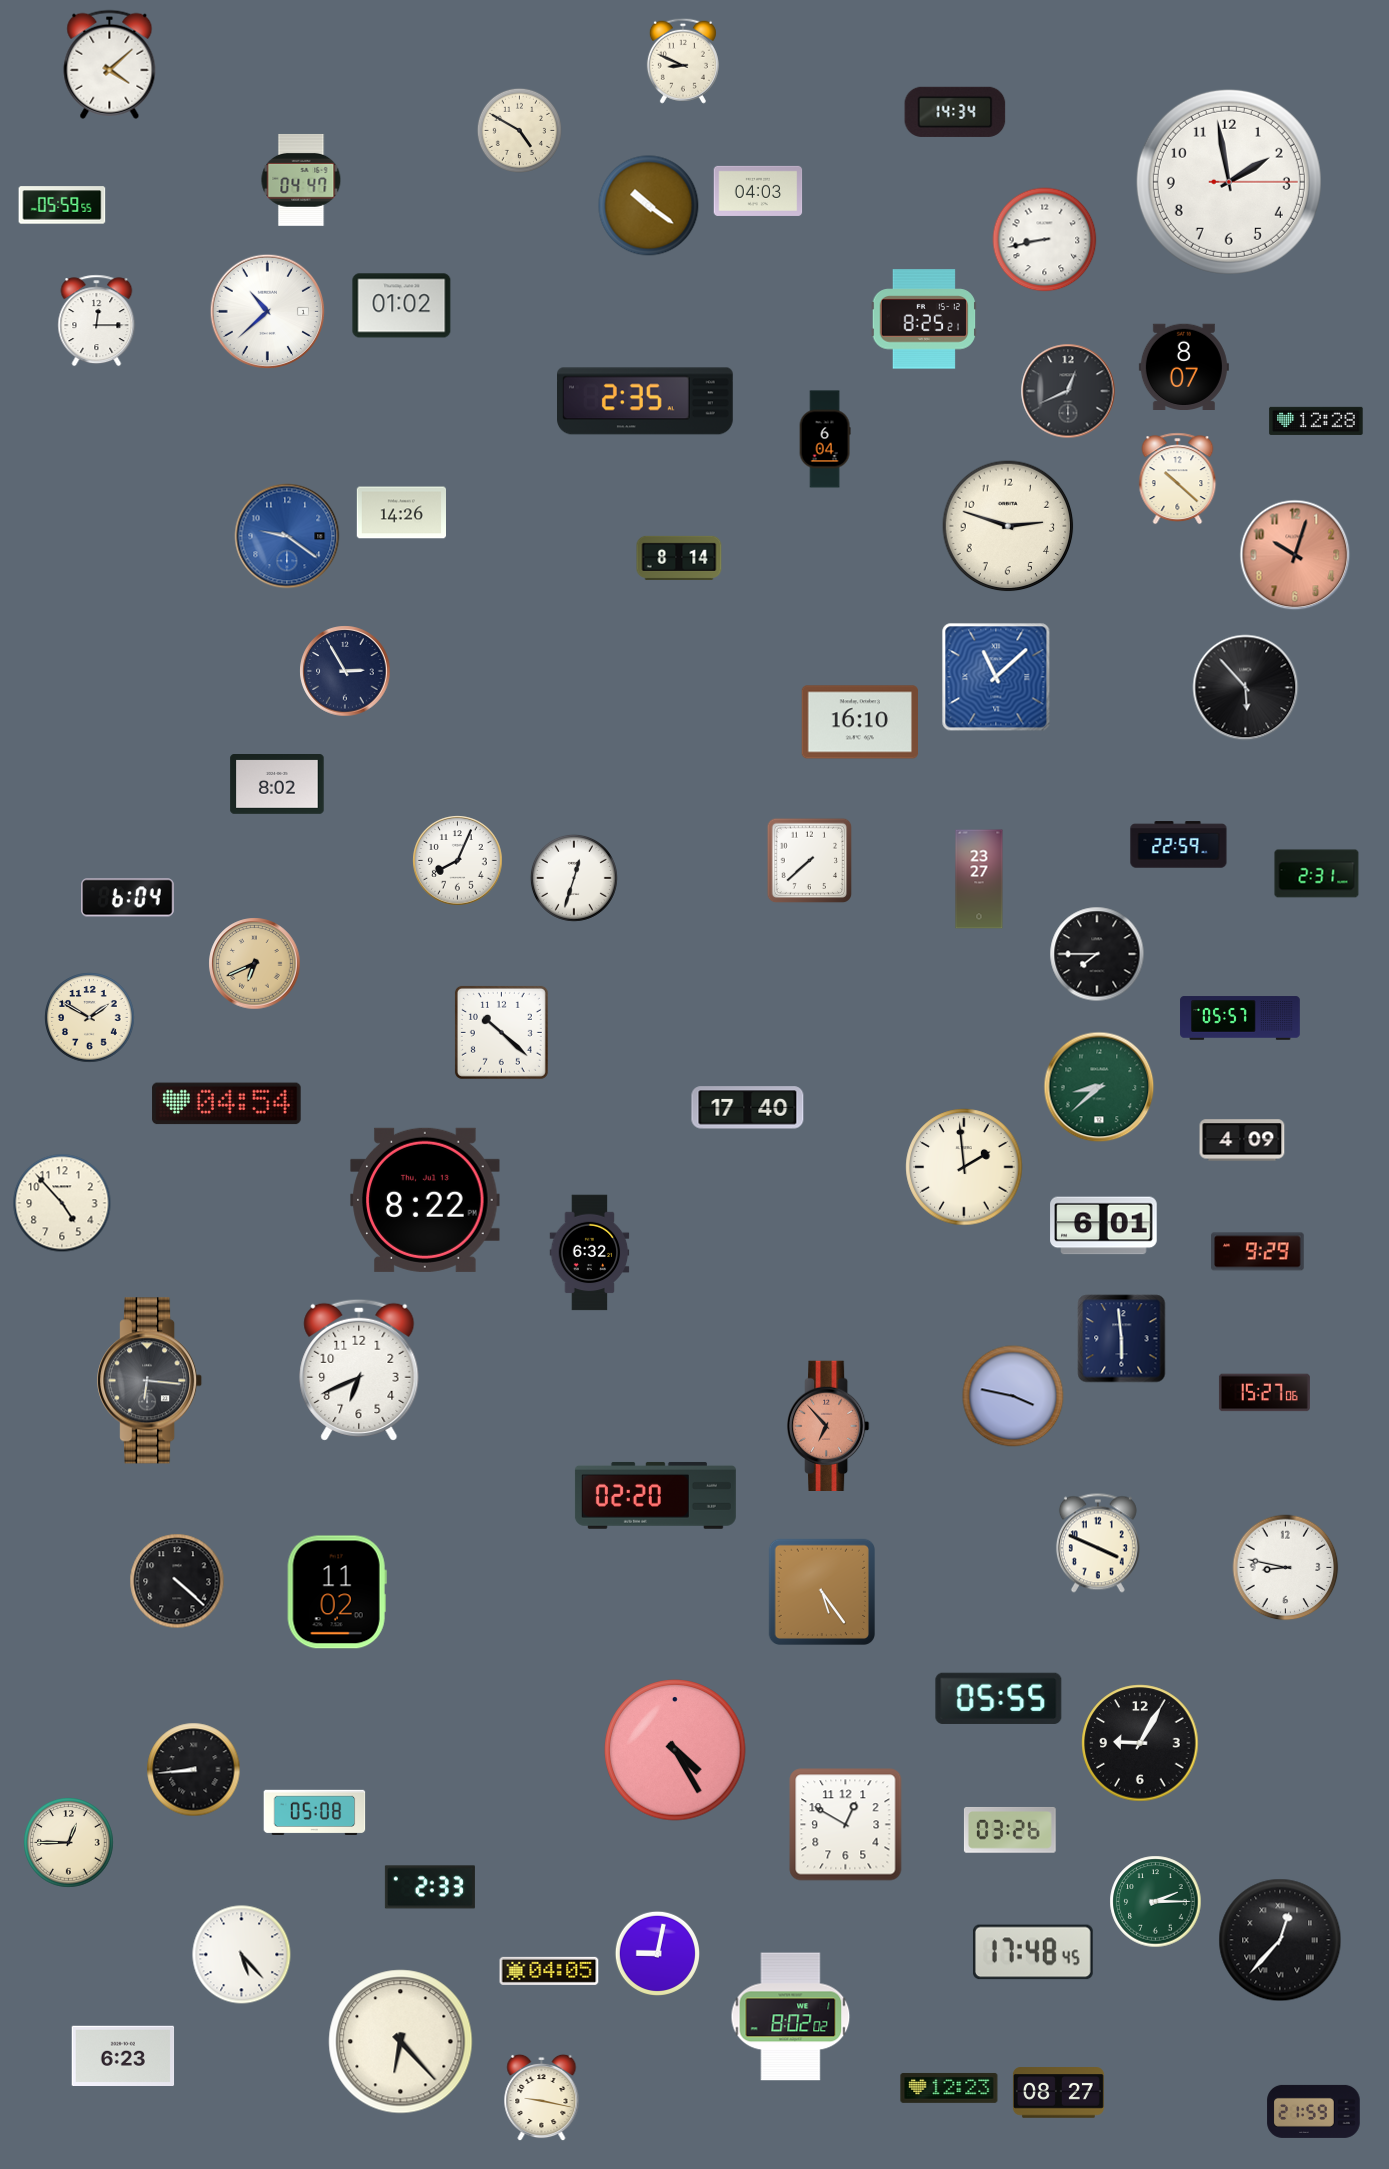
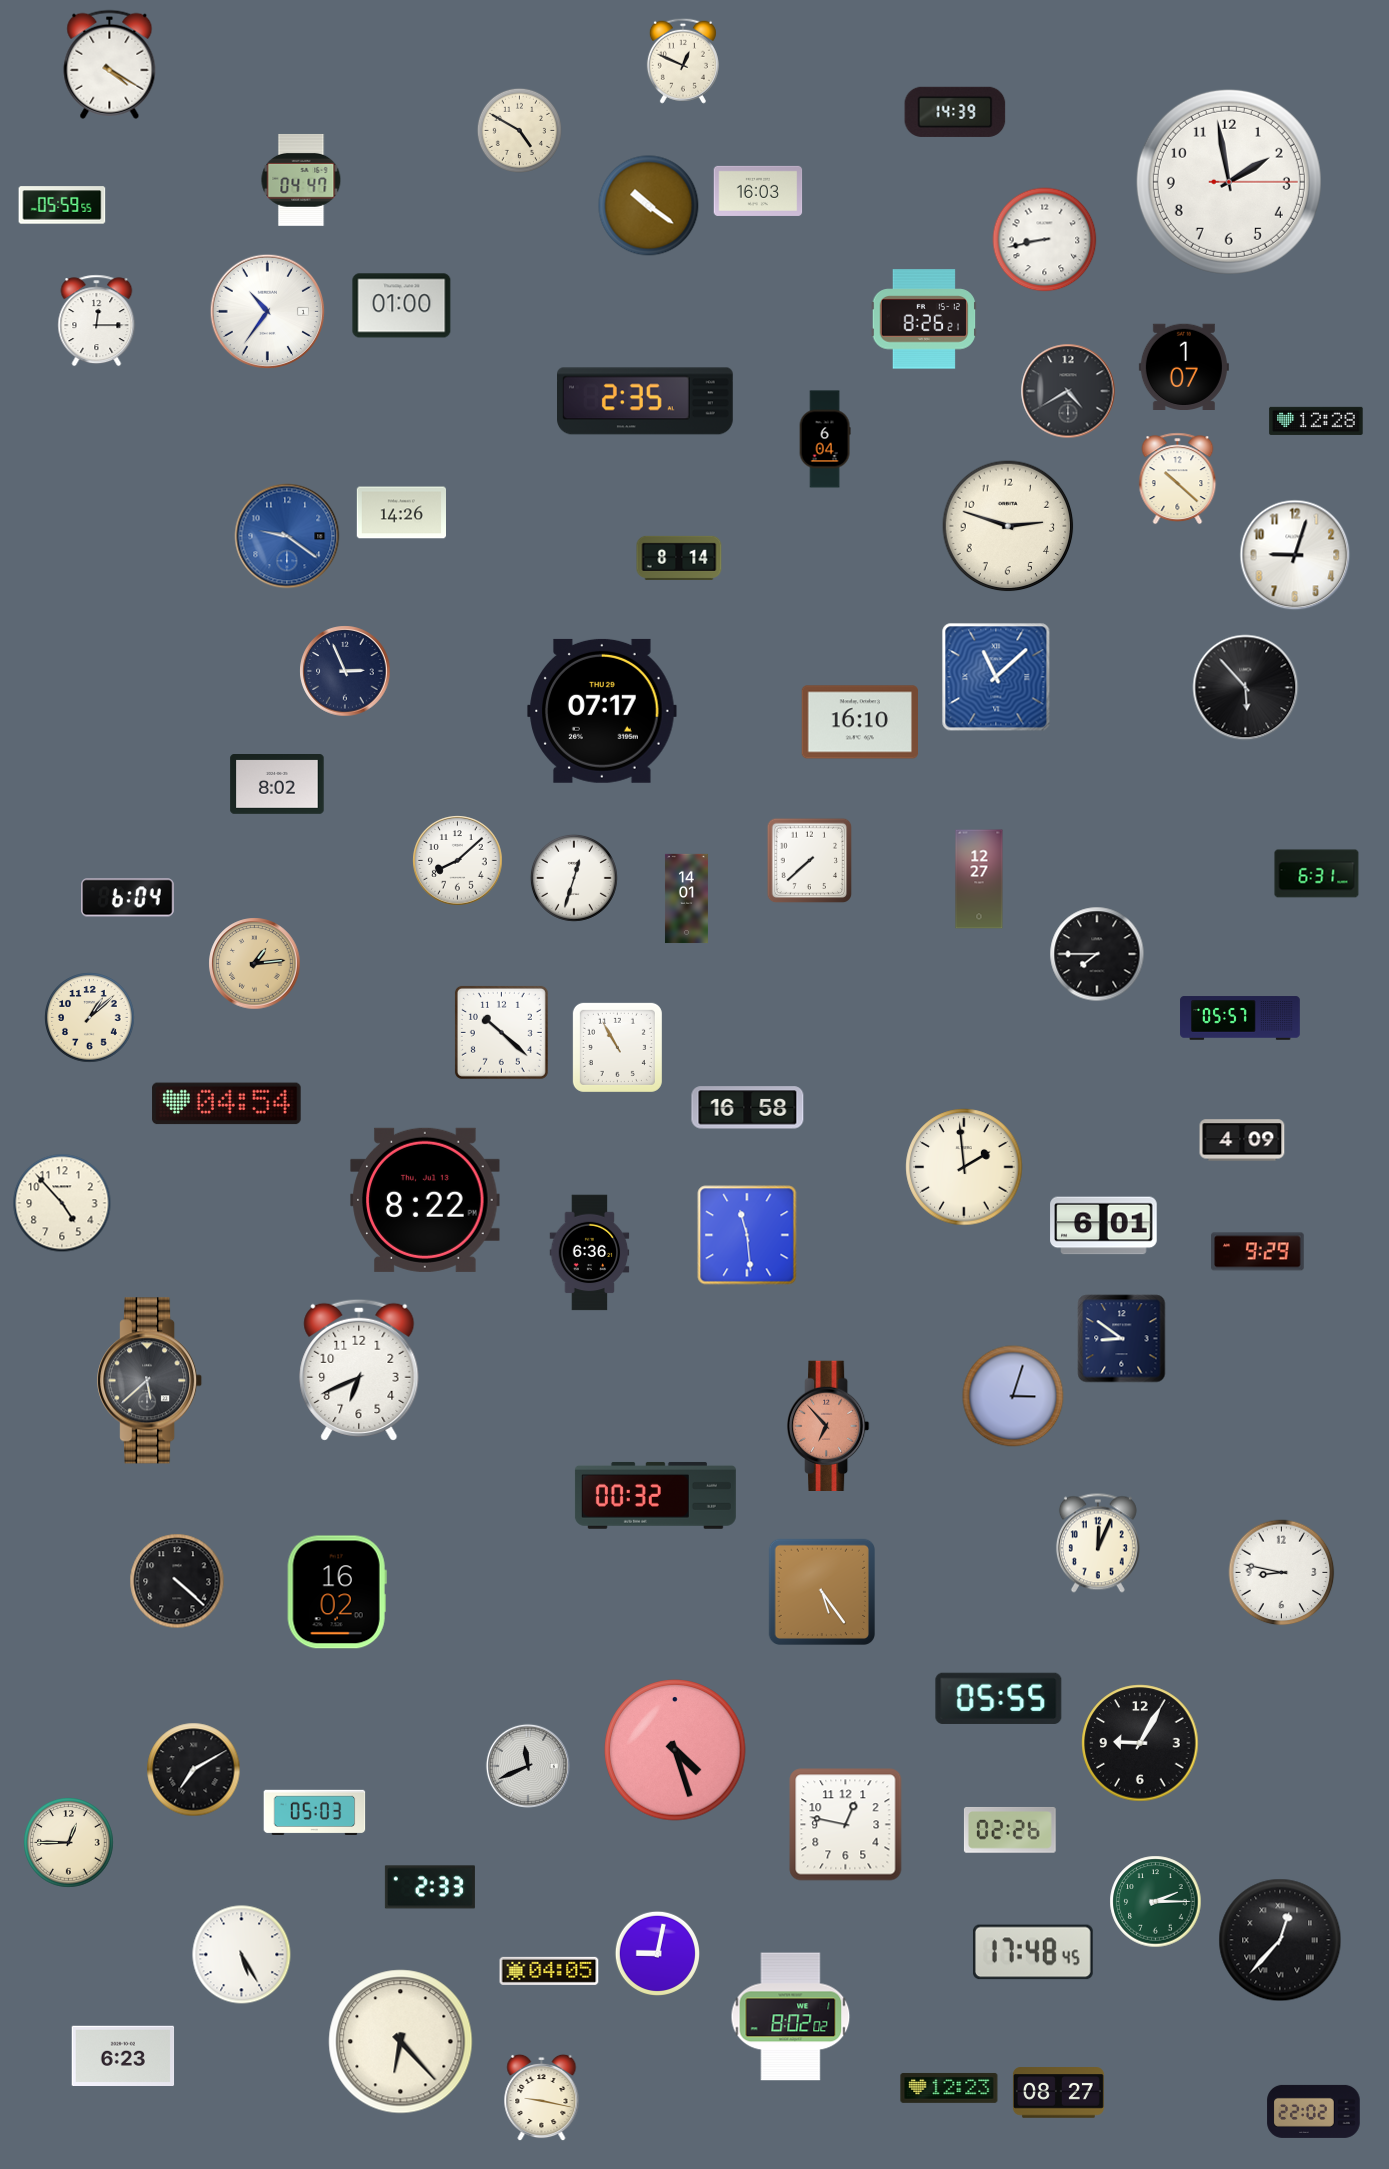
clock at (683, 61): 8:49 -> 12:49
clock at (110, 64): 4:08 -> 4:20
clock at (955, 112): 14:34 -> 14:39
clock at (758, 191): 04:03 -> 16:03
clock at (402, 306): 01:02 -> 01:00
clock at (268, 312): 10:38 -> 10:36
clock at (924, 319): 8:25 -> 8:26
clock at (1184, 366): 8:07 -> 1:07
clock at (1068, 391): 12:41 -> 4:40
clock at (1295, 555): 10:03 -> 9:03
clock at (1295, 555) dial: salmon -> white
clock at (345, 671): 2:55 -> 2:56
clock at (602, 711): none -> 07:17
clock at (1179, 845): 22:59 -> none
clock at (458, 861): 8:04 -> 8:08
clock at (1317, 874): 2:31 -> 6:31
clock at (979, 879): 23:27 -> 12:27
clock at (686, 899): none -> 14:01
clock at (255, 964): 6:41 -> 1:14
clock at (90, 1018): 1:50 -> 1:08
clock at (617, 1047): none -> 10:55
clock at (1099, 1087): 8:38 -> none
clock at (748, 1108): 17:40 -> 16:58
clock at (747, 1235): none -> 11:29
clock at (590, 1253): 6:32 -> 6:36
clock at (1122, 1339): 5:59 -> 8:51
clock at (150, 1381): 6:16 -> 5:38
clock at (1264, 1393): 15:27 -> none
clock at (1013, 1396): 3:47 -> 3:03
clock at (655, 1496): 02:20 -> 00:32
clock at (1098, 1543): 3:49 -> 12:04
clock at (1286, 1568) position: (1286, 1568) -> (1282, 1573)
clock at (337, 1592): 11:02 -> 16:02
clock at (675, 1750): 4:25 -> 4:27
clock at (528, 1766): none -> 11:41
clock at (194, 1770): 8:44 -> 7:10
clock at (315, 1812): 05:08 -> 05:03
clock at (846, 1825): 12:50 -> 12:47
clock at (1010, 1830): 03:26 -> 02:26
clock at (242, 1955): 5:23 -> 5:25
clock at (1314, 2111): 21:59 -> 22:02
